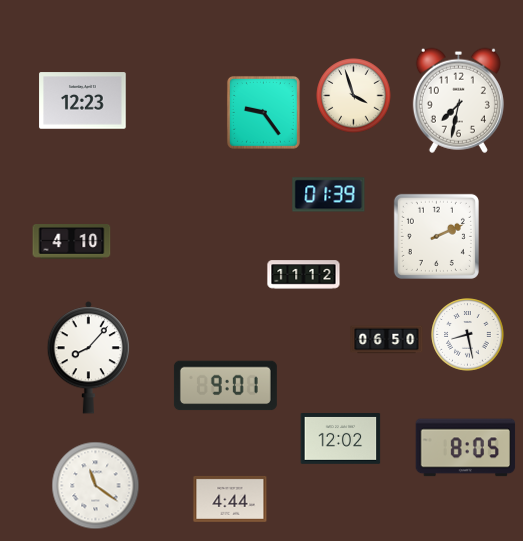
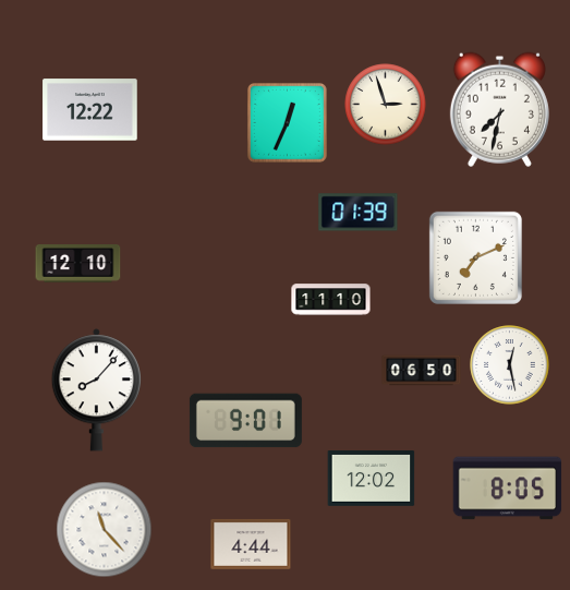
clock at (354, 96): 3:57 -> 2:57
clock at (83, 101): 12:23 -> 12:22
clock at (263, 112): 9:24 -> 12:34
clock at (436, 236): 2:11 -> 7:11
clock at (72, 242): 4:10 -> 12:10
clock at (304, 275): 11:12 -> 11:10
clock at (468, 335): 8:28 -> 12:28
clock at (96, 486): 11:21 -> 11:23
